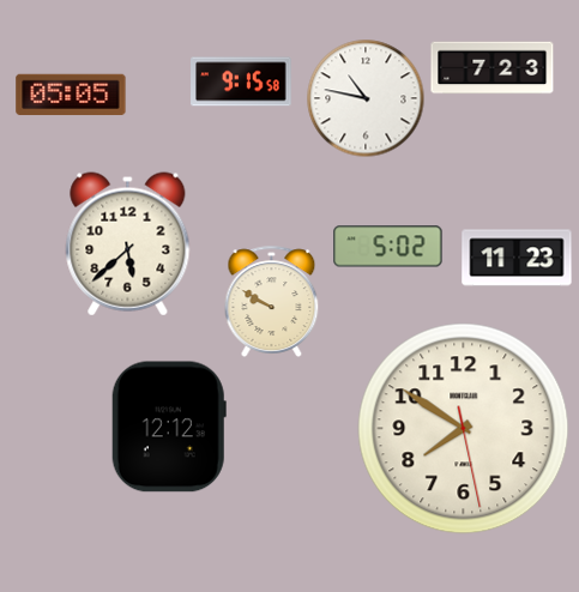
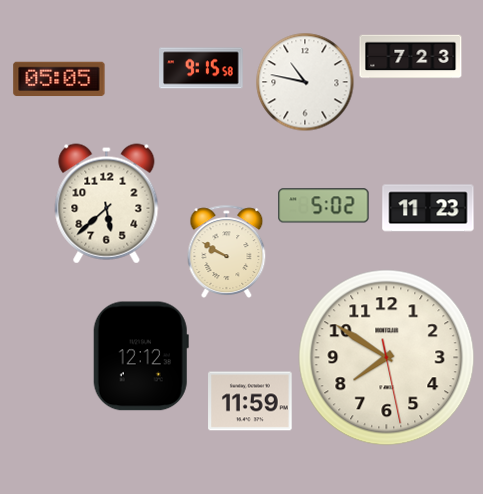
clock at (517, 258) position: (517, 258) -> (428, 208)
clock at (250, 401): none -> 11:59
